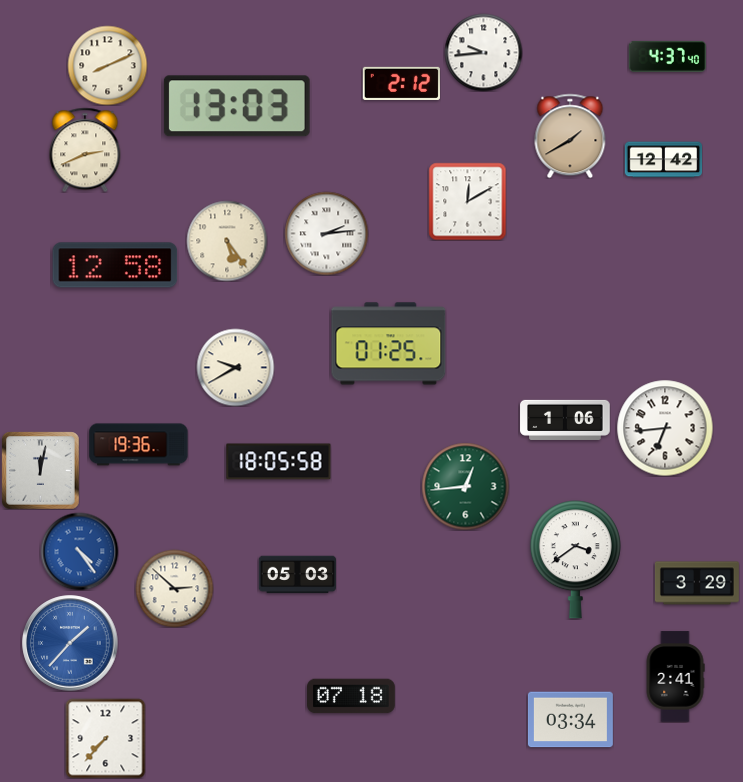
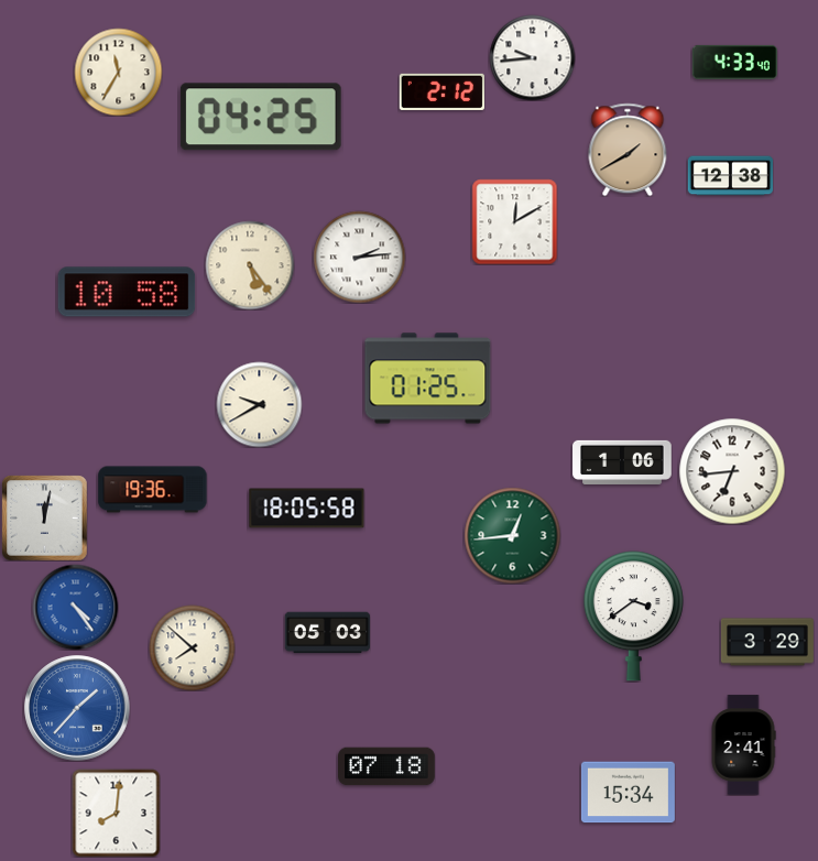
clock at (667, 56): 4:37 -> 4:33
clock at (107, 65): 8:11 -> 11:35
clock at (237, 106): 13:03 -> 04:25
clock at (85, 150): 2:41 -> none
clock at (663, 160): 12:42 -> 12:38
clock at (115, 265): 12:58 -> 10:58
clock at (79, 551) position: (79, 551) -> (75, 607)
clock at (174, 588): 2:52 -> 7:52
clock at (570, 720): 03:34 -> 15:34
clock at (105, 738): 7:37 -> 8:01
